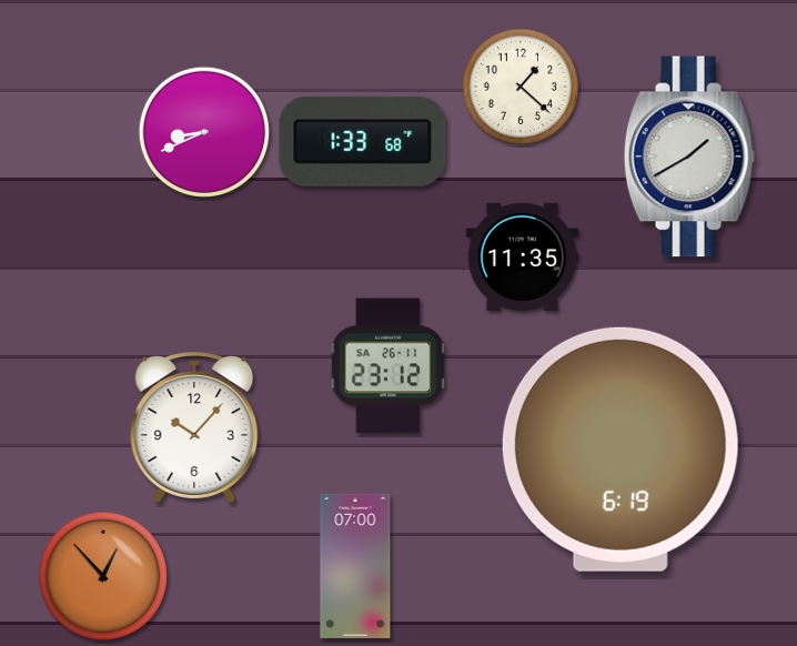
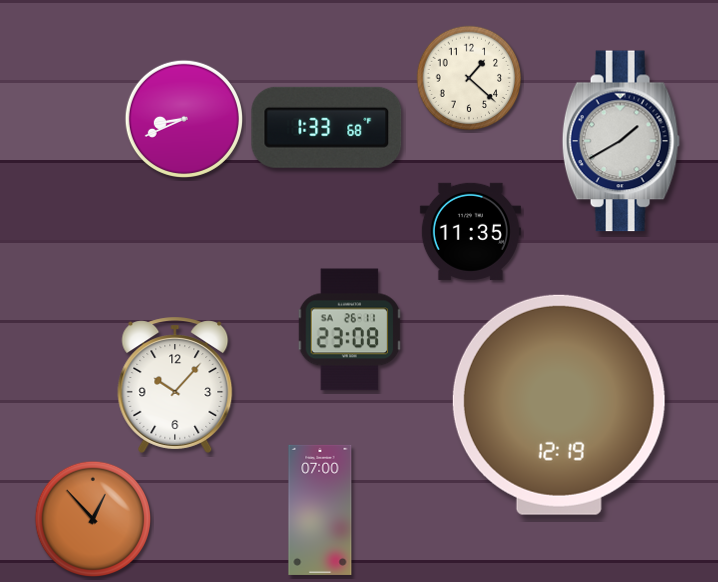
clock at (389, 366): 23:12 -> 23:08
clock at (621, 450): 6:19 -> 12:19
